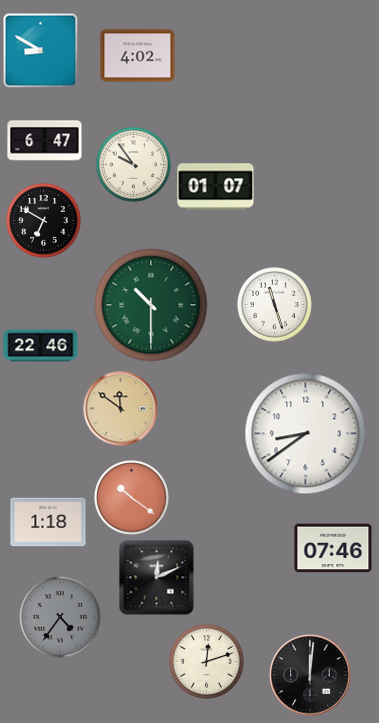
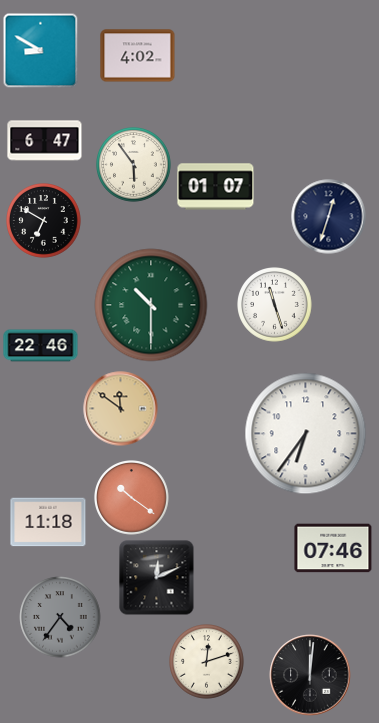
clock at (134, 165): 9:54 -> 5:54
clock at (329, 217): none -> 12:33
clock at (306, 434): 8:39 -> 6:36
clock at (48, 522): 1:18 -> 11:18
